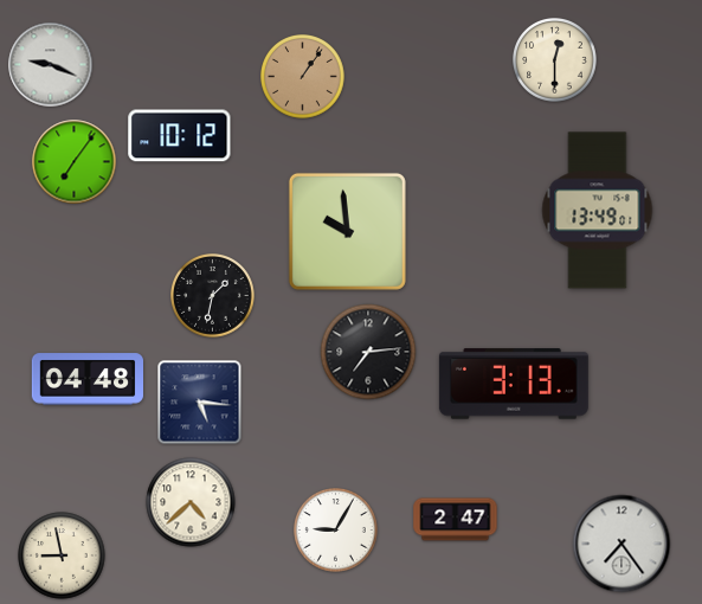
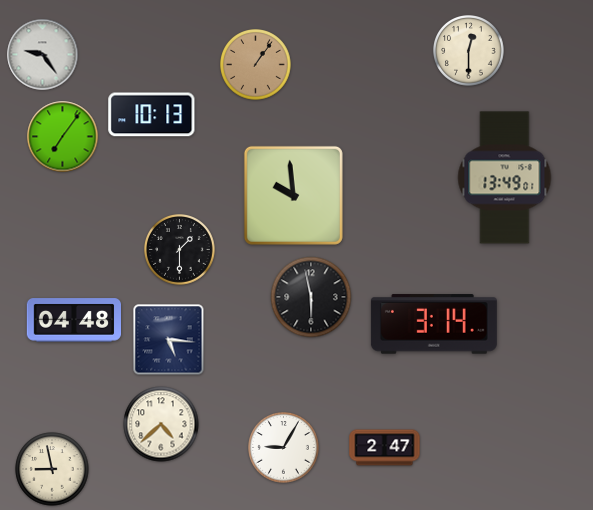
clock at (51, 65): 9:19 -> 9:24
clock at (180, 136): 10:12 -> 10:13
clock at (213, 296): 1:32 -> 1:30
clock at (368, 352): 7:14 -> 5:58
clock at (514, 384): 3:13 -> 3:14
clock at (456, 520) position: (456, 520) -> (385, 448)
clock at (622, 544): 7:24 -> none
